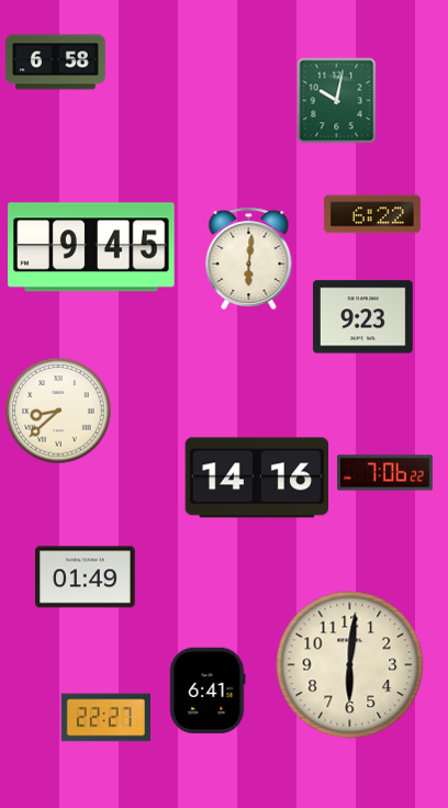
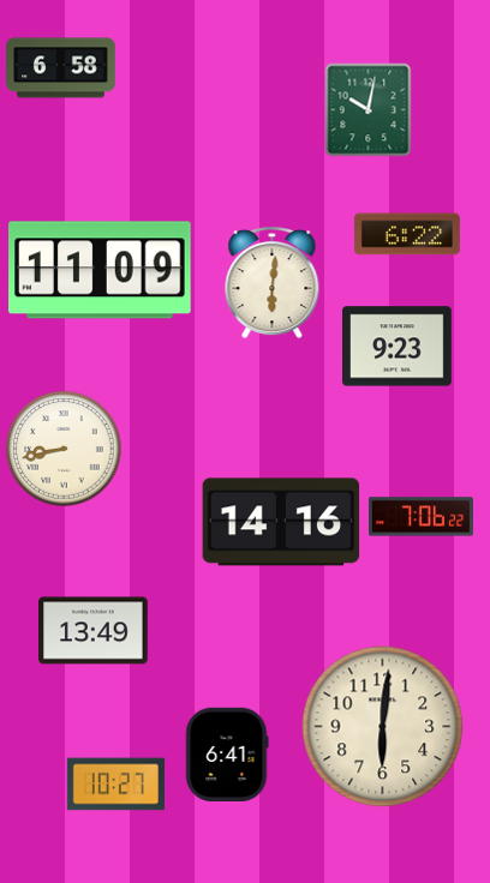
clock at (91, 247): 9:45 -> 11:09
clock at (58, 411): 8:38 -> 8:43
clock at (86, 577): 01:49 -> 13:49
clock at (105, 718): 22:27 -> 10:27
